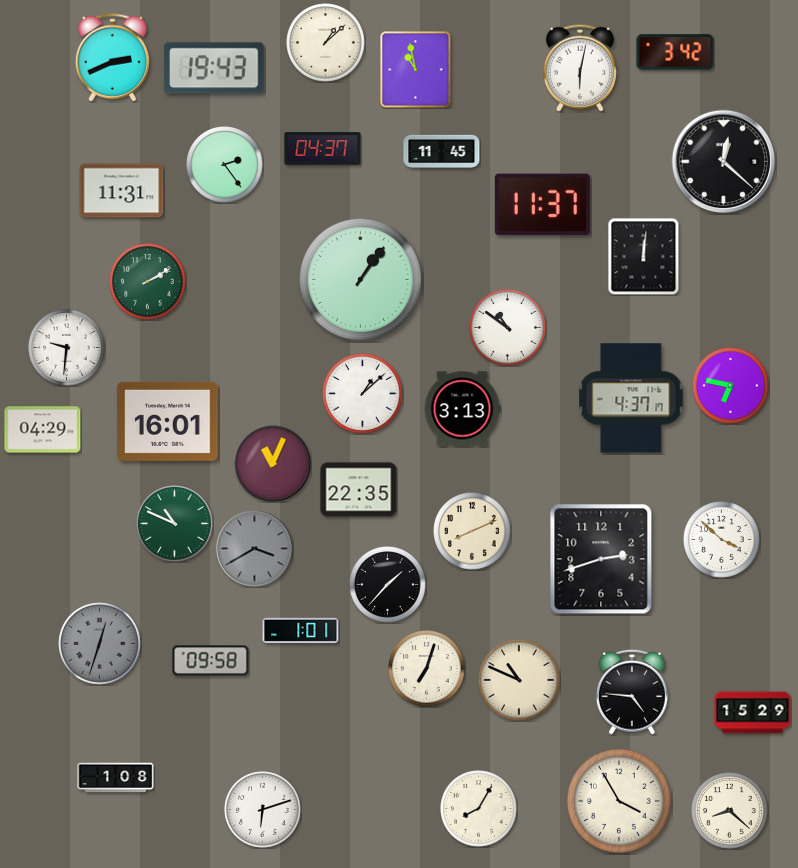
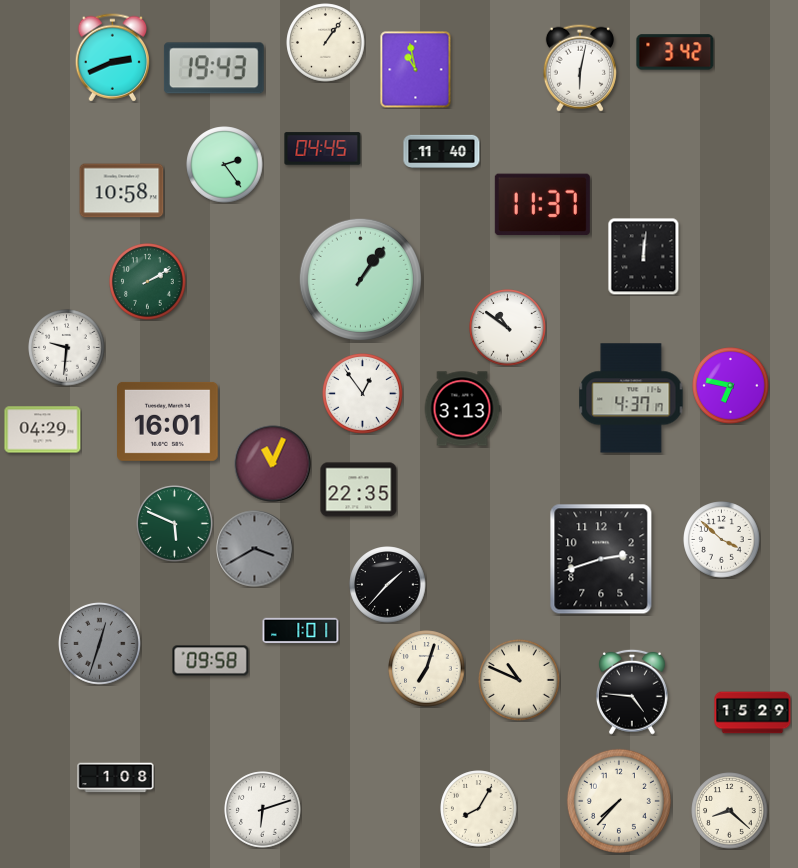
clock at (326, 43): 1:08 -> 1:06
clock at (323, 149): 04:37 -> 04:45
clock at (442, 151): 11:45 -> 11:40
clock at (724, 162): 12:22 -> none
clock at (122, 191): 11:31 -> 10:58
clock at (363, 394): 1:08 -> 12:54
clock at (175, 524): 10:49 -> 5:49
clock at (472, 531): 8:11 -> none
clock at (619, 801): 3:55 -> 7:37
